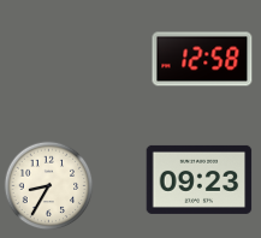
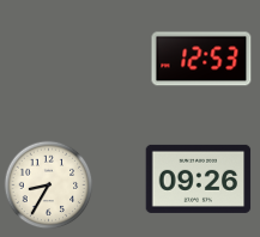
clock at (202, 59): 12:58 -> 12:53
clock at (200, 179): 09:23 -> 09:26
